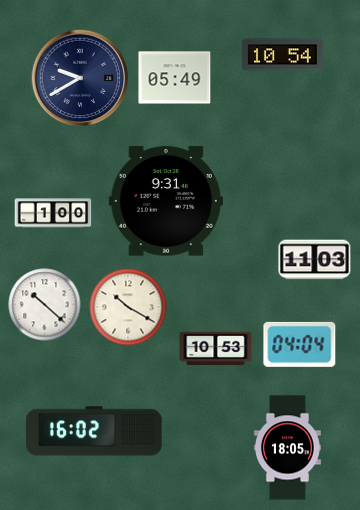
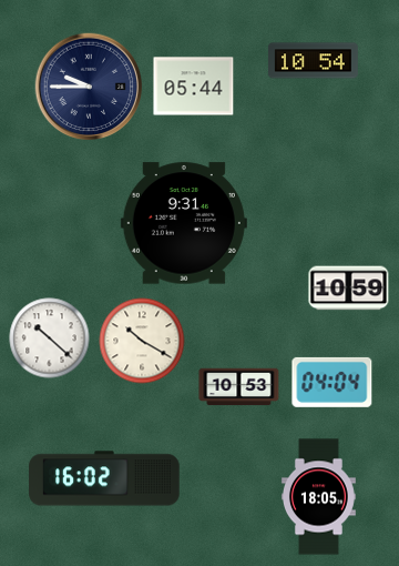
clock at (80, 78): 9:40 -> 9:45
clock at (175, 78): 05:49 -> 05:44
clock at (53, 213): 1:00 -> none
clock at (315, 260): 11:03 -> 10:59
